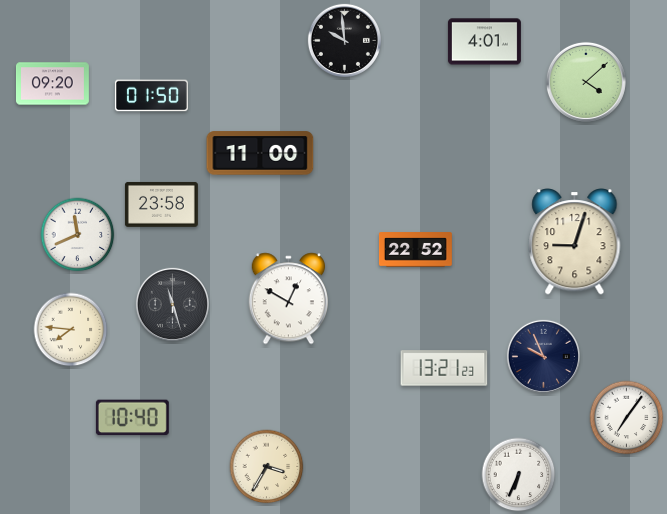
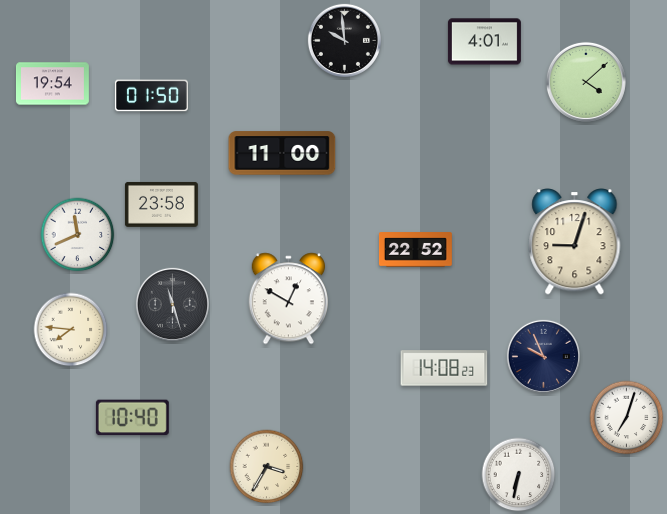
clock at (52, 84): 09:20 -> 19:54
clock at (260, 153) position: (260, 153) -> (282, 153)
clock at (444, 368): 13:21 -> 14:08
clock at (627, 418): 7:06 -> 7:03
clock at (519, 475): 6:34 -> 6:32
